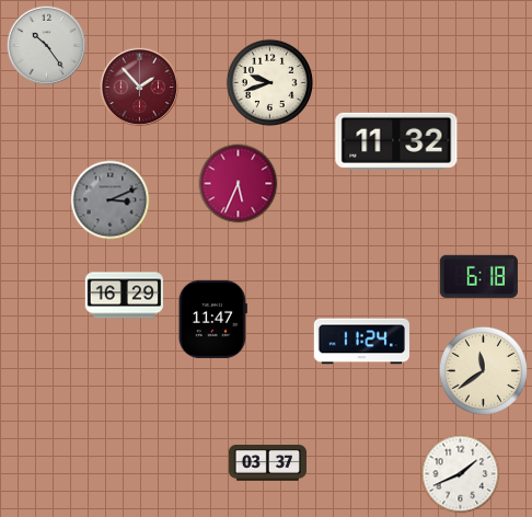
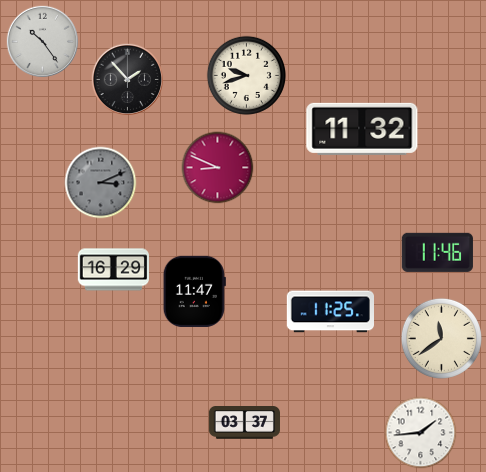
clock at (139, 87) dial: burgundy -> black
clock at (239, 184): 5:34 -> 8:49
clock at (478, 276): 6:18 -> 11:46
clock at (361, 342): 11:24 -> 11:25
clock at (461, 474): 1:41 -> 1:44
